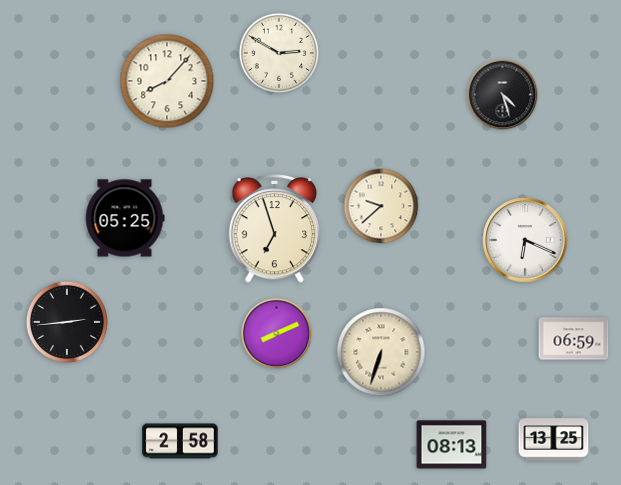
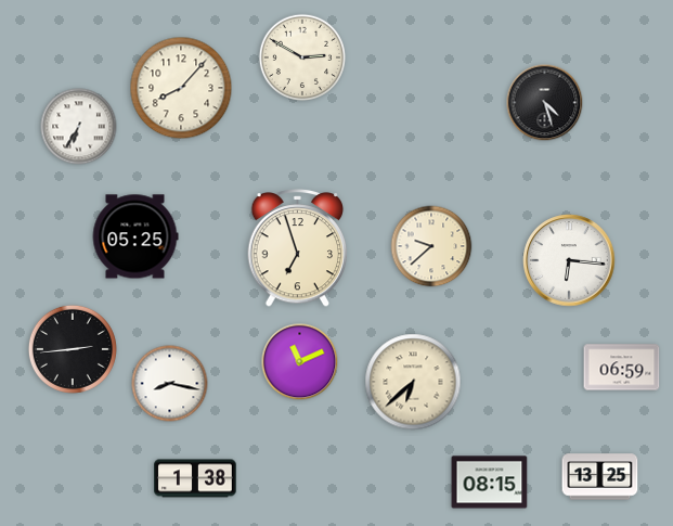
clock at (79, 127): none -> 6:35
clock at (381, 206) position: (381, 206) -> (431, 246)
clock at (525, 240): 6:19 -> 6:16
clock at (277, 334): 8:11 -> 11:11
clock at (381, 352): 6:33 -> 6:38
clock at (170, 384): none -> 8:17
clock at (180, 441): 2:58 -> 1:38
clock at (452, 445): 08:13 -> 08:15
